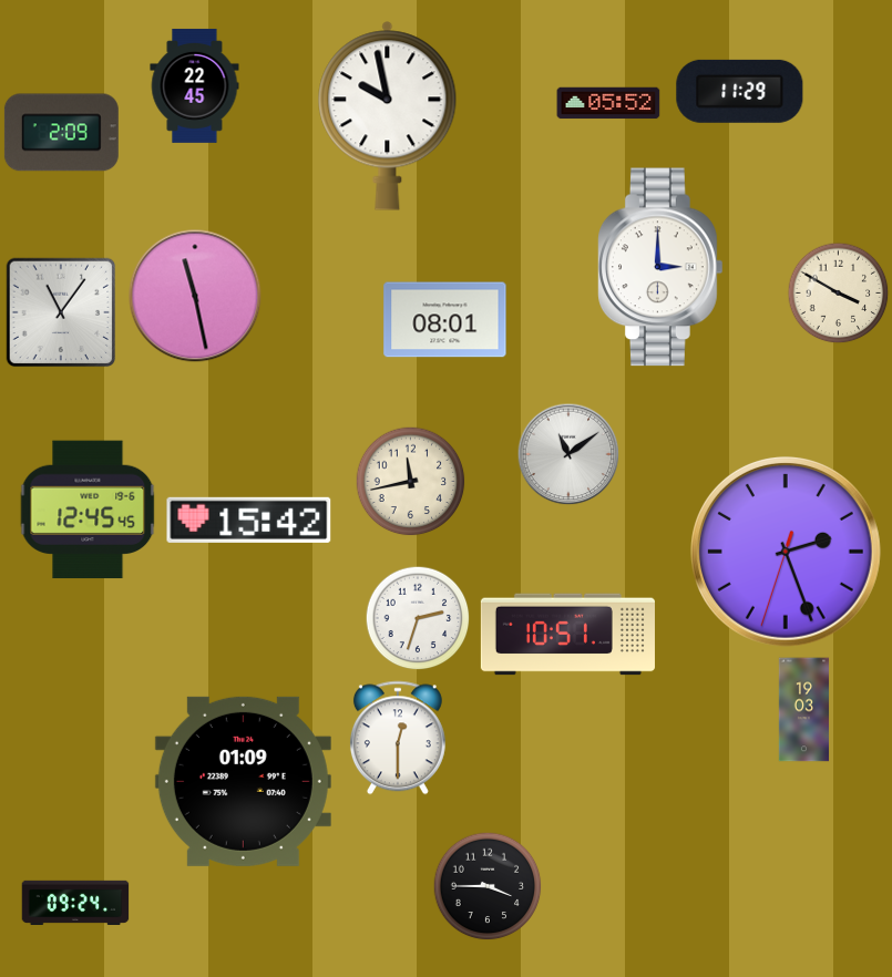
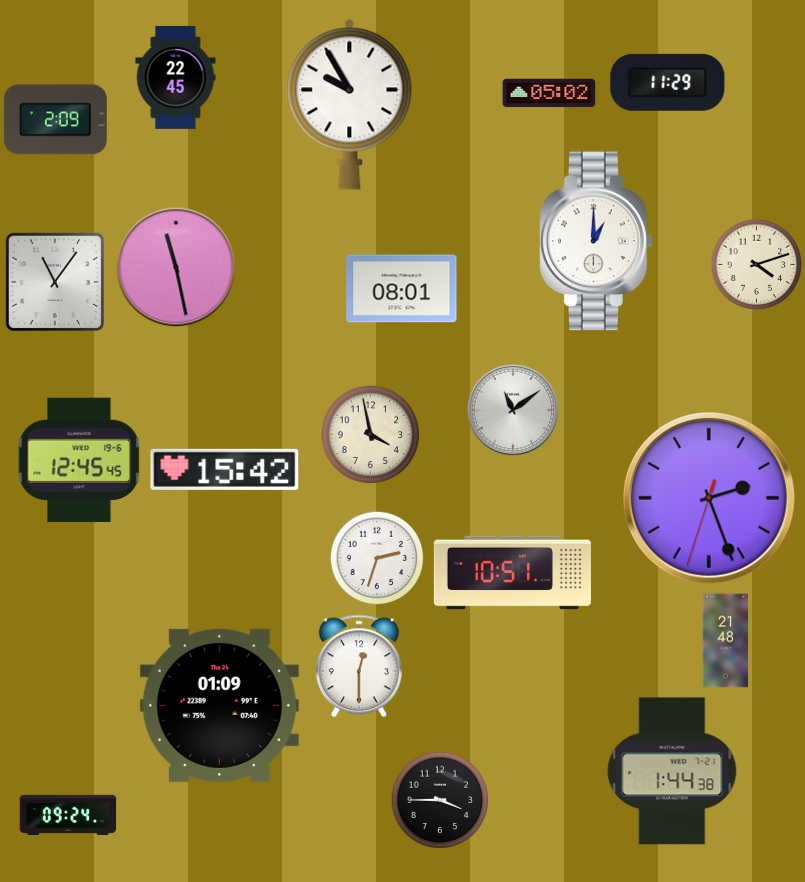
clock at (608, 103): 05:52 -> 05:02
clock at (388, 116): 9:58 -> 9:55
clock at (662, 267): 3:00 -> 1:00
clock at (839, 294): 3:50 -> 4:12
clock at (411, 482): 11:43 -> 3:58
clock at (804, 710): 19:03 -> 21:48
clock at (672, 771): none -> 1:44
